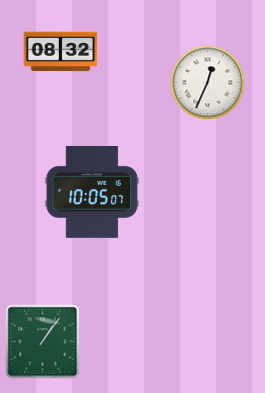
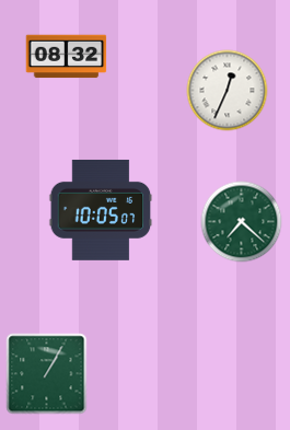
clock at (242, 222): none -> 7:22
clock at (43, 342): 1:06 -> 1:05
